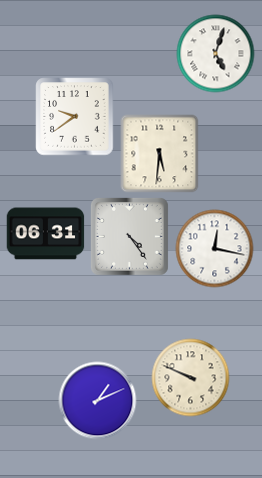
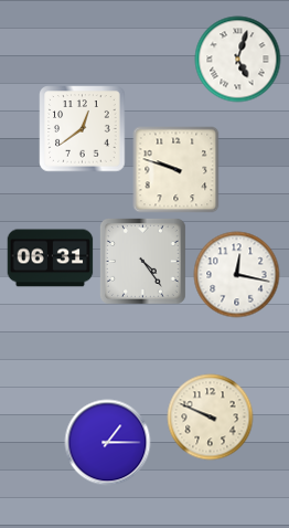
clock at (74, 116): 9:39 -> 12:39
clock at (159, 153): 5:31 -> 9:48
clock at (97, 400): 1:11 -> 1:15
